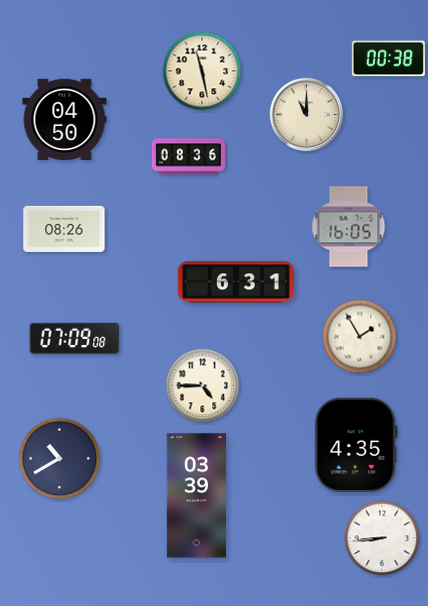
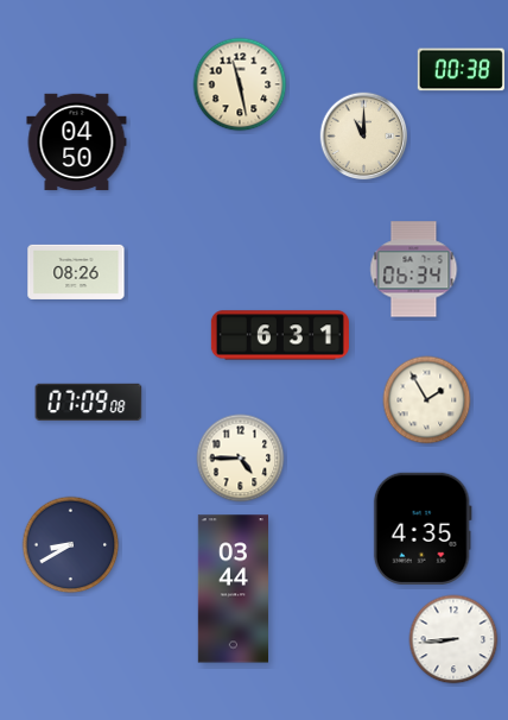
clock at (188, 157): 08:36 -> none
clock at (349, 227): 16:05 -> 06:34
clock at (60, 459): 10:40 -> 8:40
clock at (196, 496): 03:39 -> 03:44
